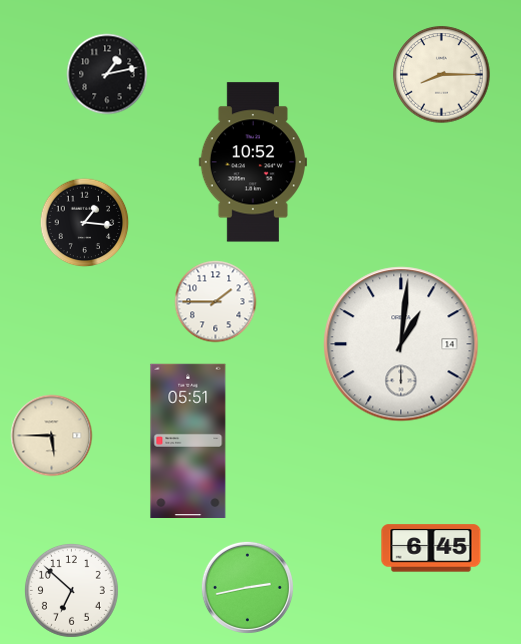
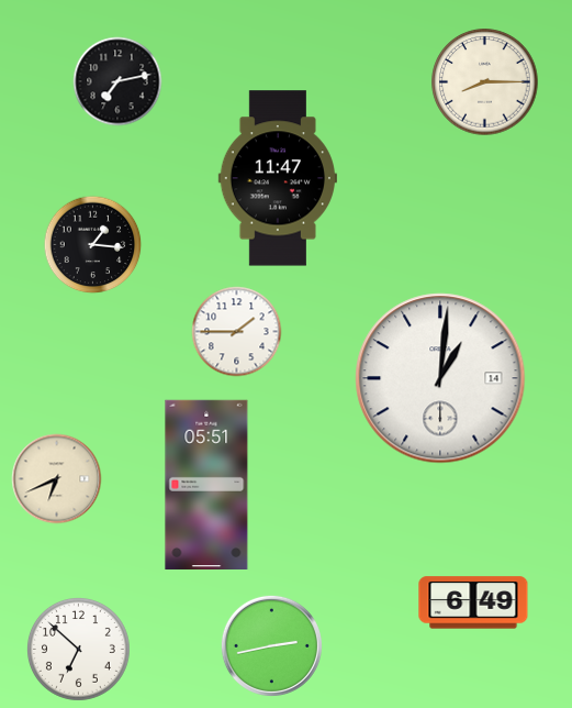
clock at (107, 74): 1:13 -> 7:13
clock at (253, 162): 10:52 -> 11:47
clock at (52, 436): 5:45 -> 6:41
clock at (431, 548): 6:45 -> 6:49
